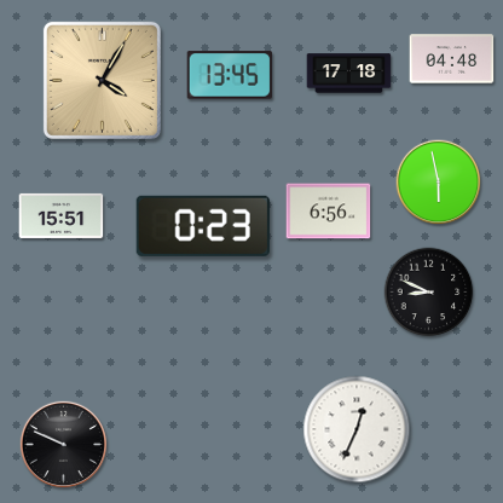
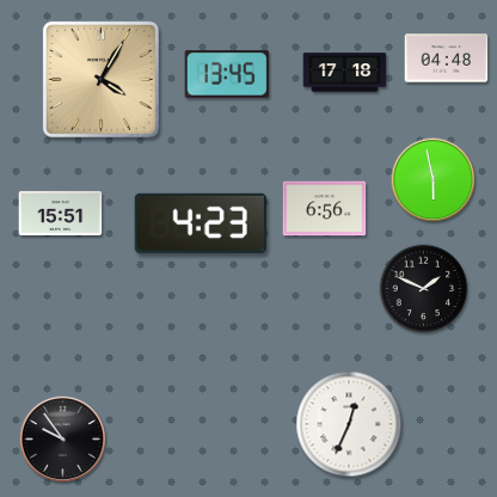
clock at (203, 226): 0:23 -> 4:23
clock at (429, 293): 8:49 -> 1:49
clock at (357, 429) position: (357, 429) -> (349, 424)
clock at (63, 444): 9:49 -> 9:54
